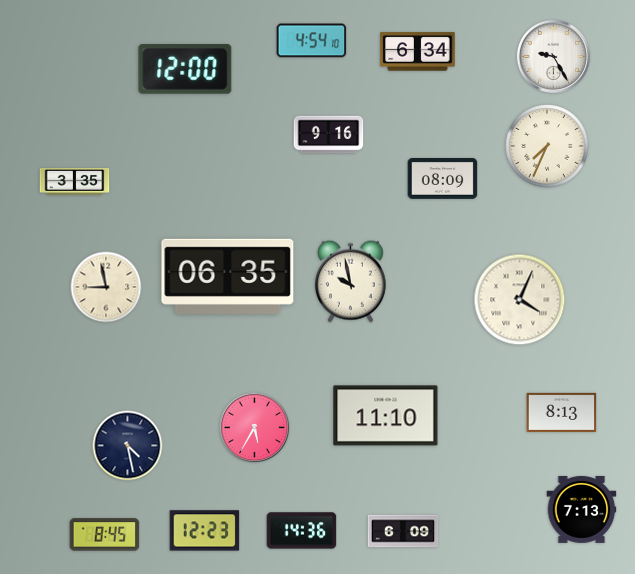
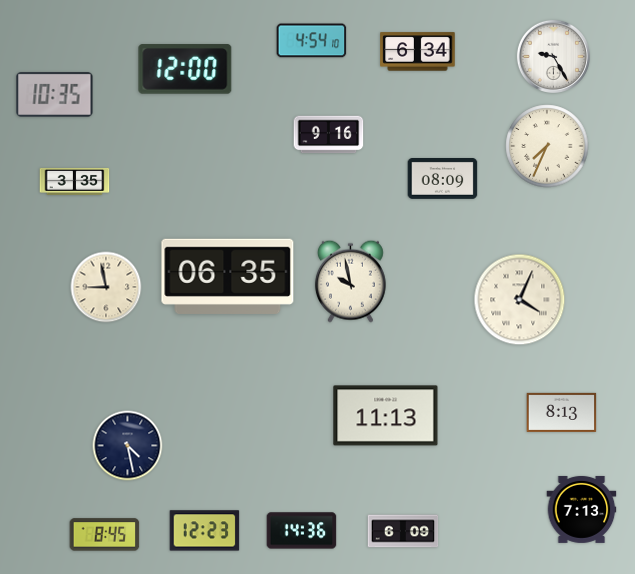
clock at (55, 95): none -> 10:35
clock at (386, 416): 11:10 -> 11:13
clock at (255, 428): 5:35 -> none
